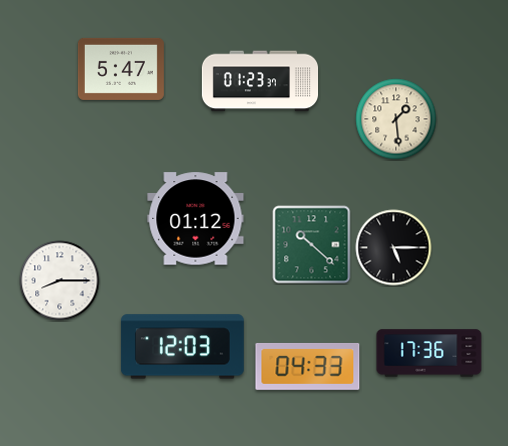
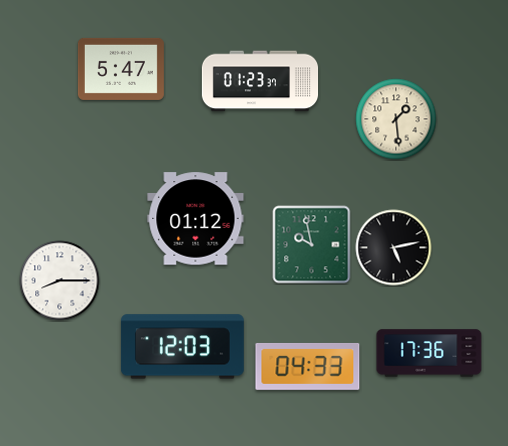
clock at (312, 245): 10:22 -> 9:58
clock at (394, 248): 5:15 -> 5:13
